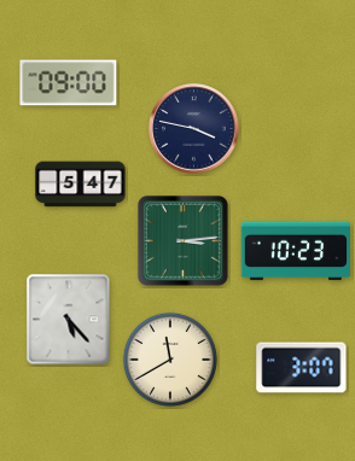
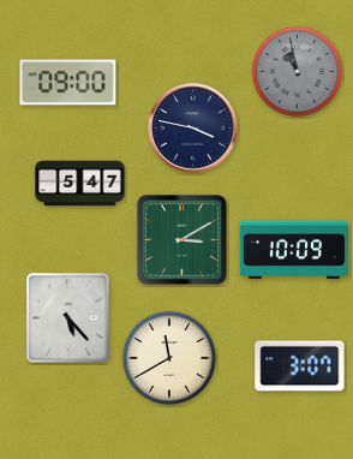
clock at (297, 71): none -> 10:58
clock at (184, 241): 3:14 -> 3:10
clock at (295, 251): 10:23 -> 10:09
